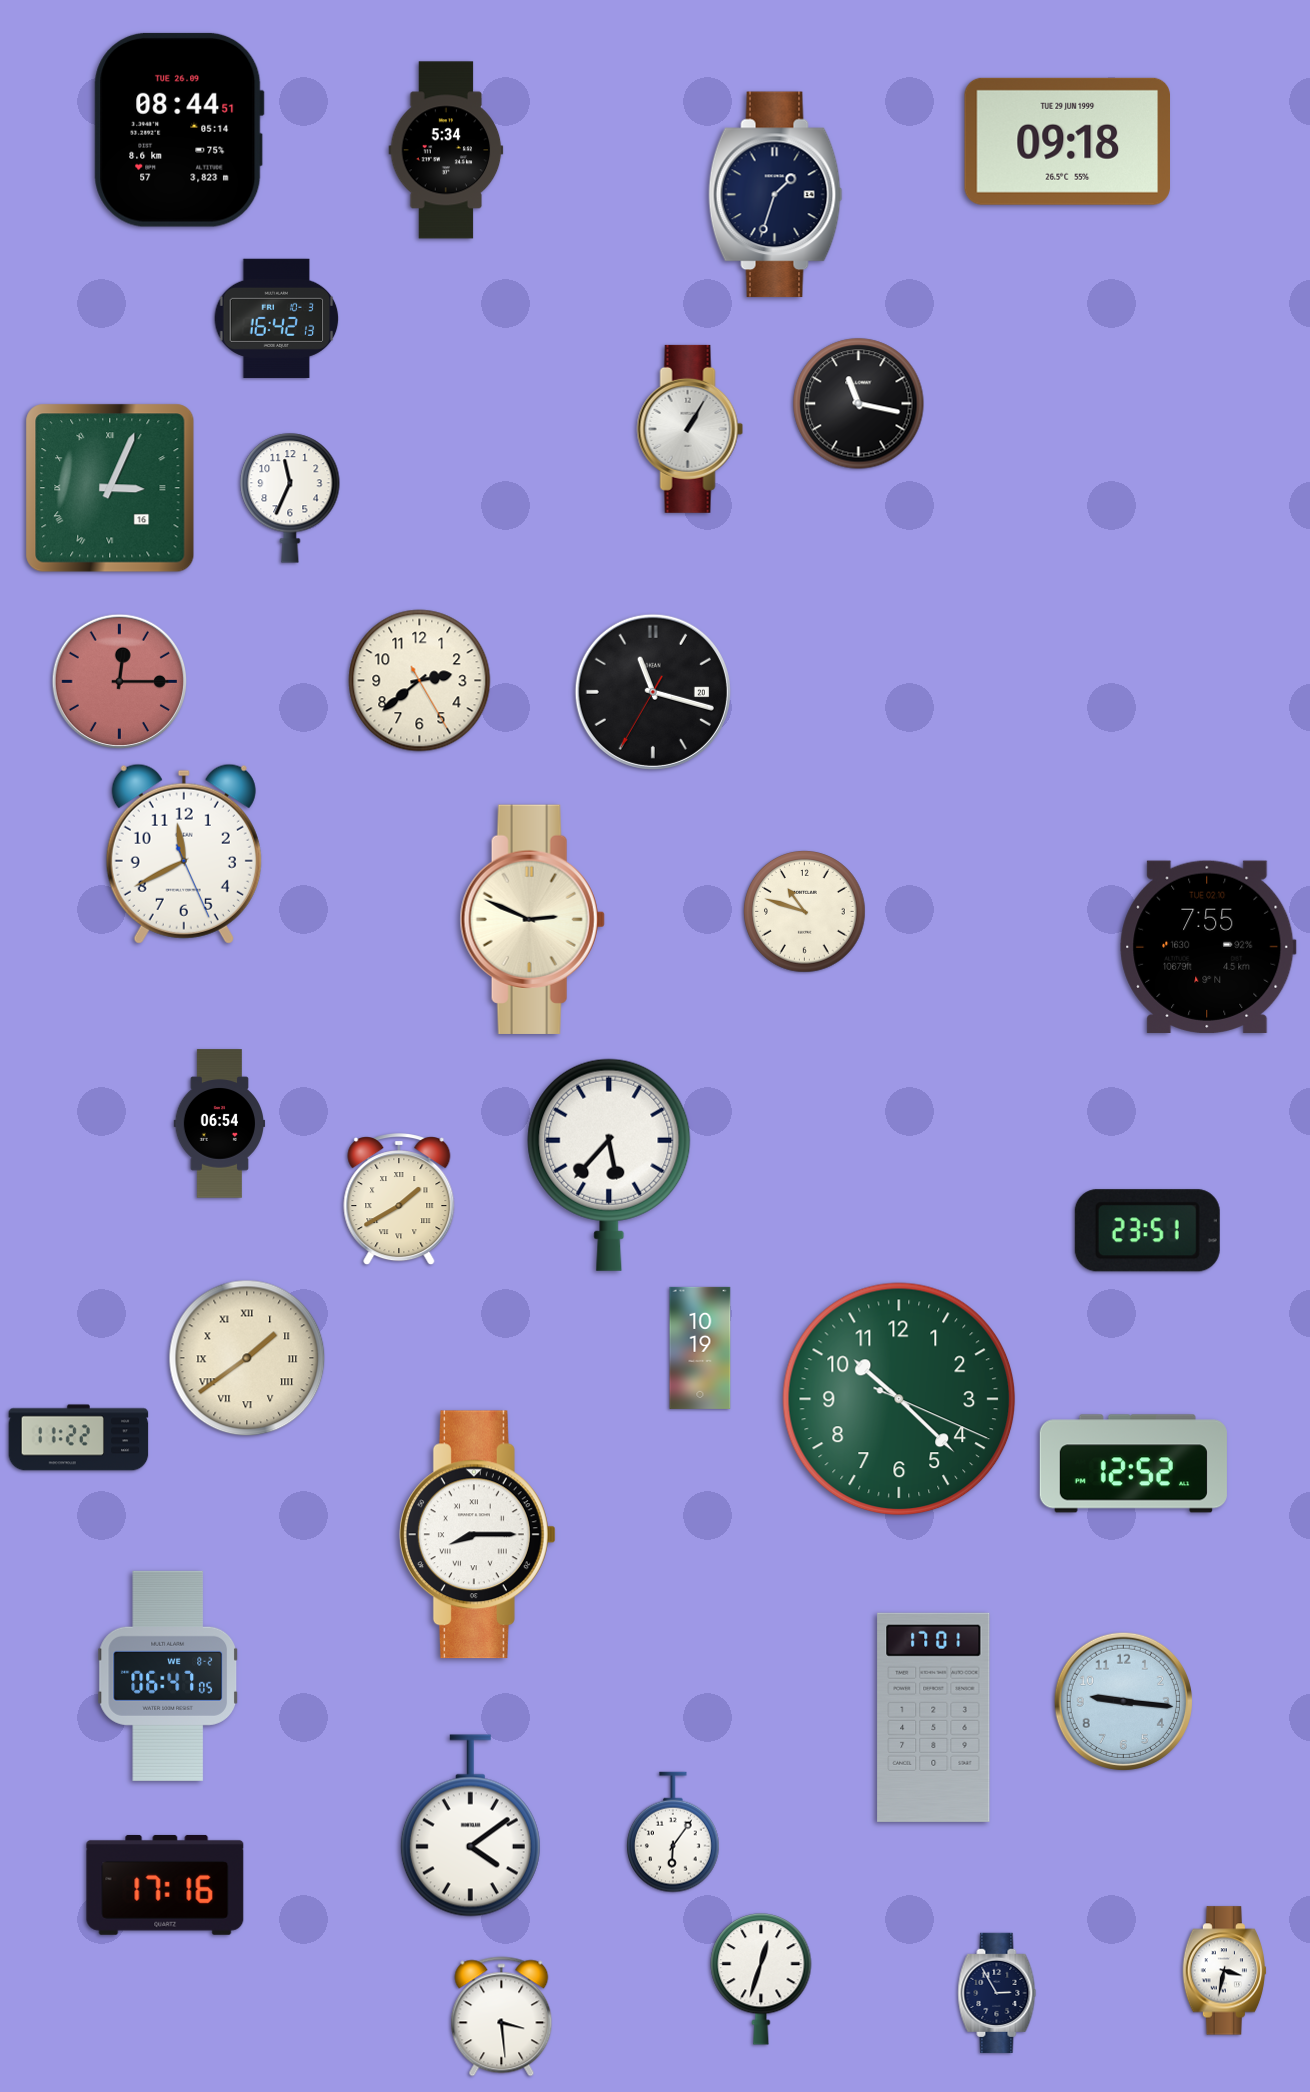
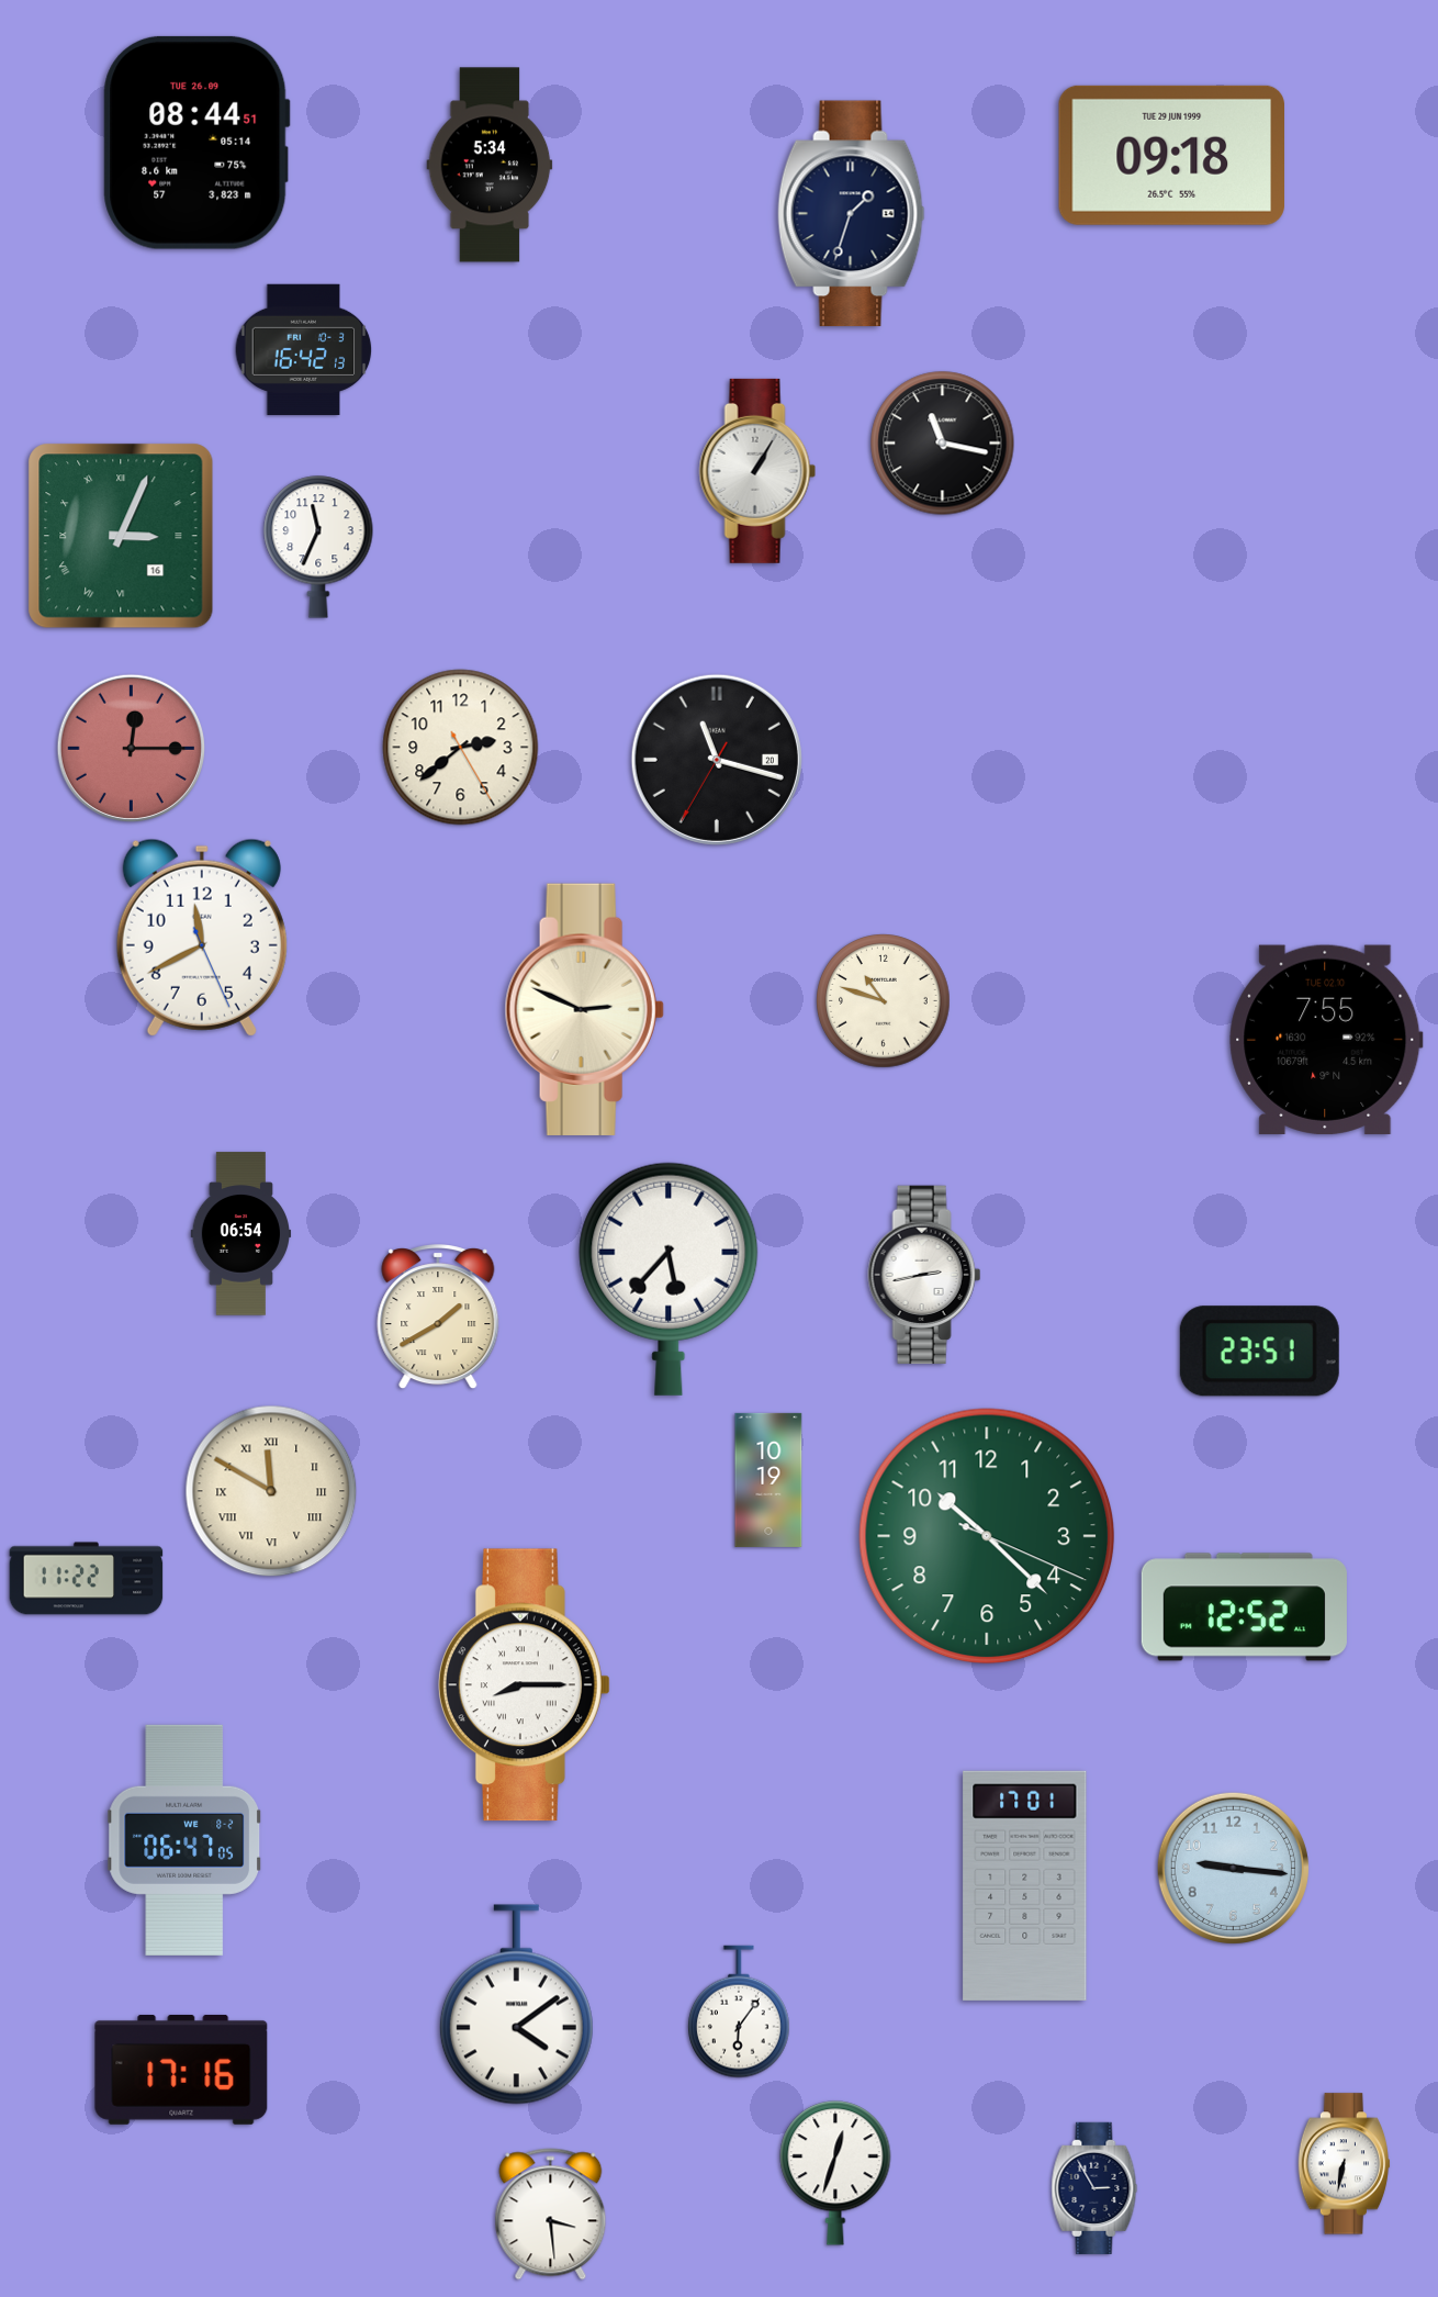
clock at (924, 1275): none -> 2:43
clock at (247, 1358): 1:39 -> 11:50
clock at (1225, 1971): 3:32 -> 6:32
